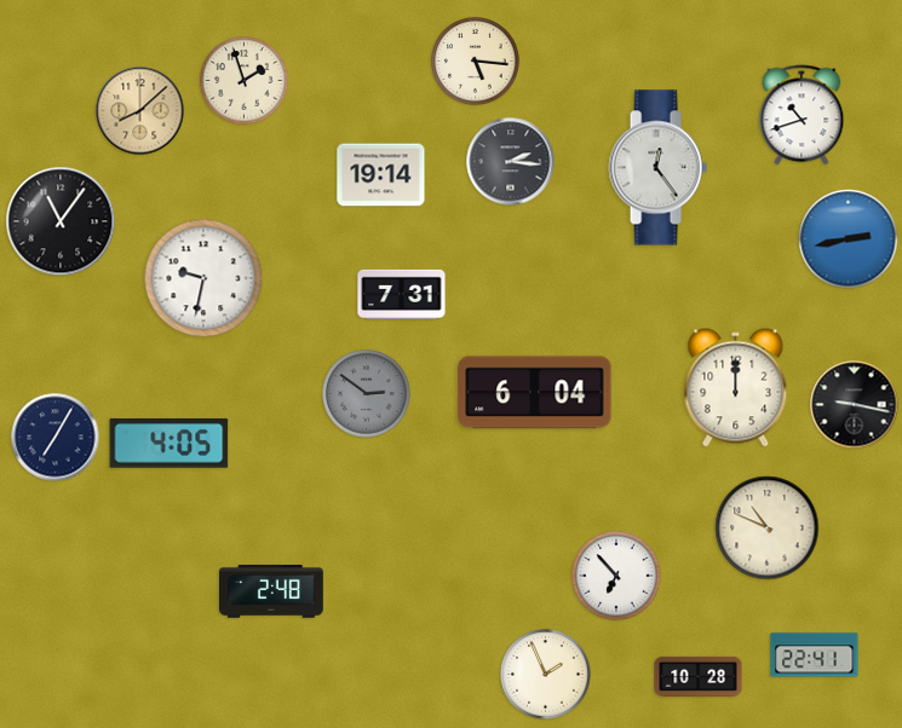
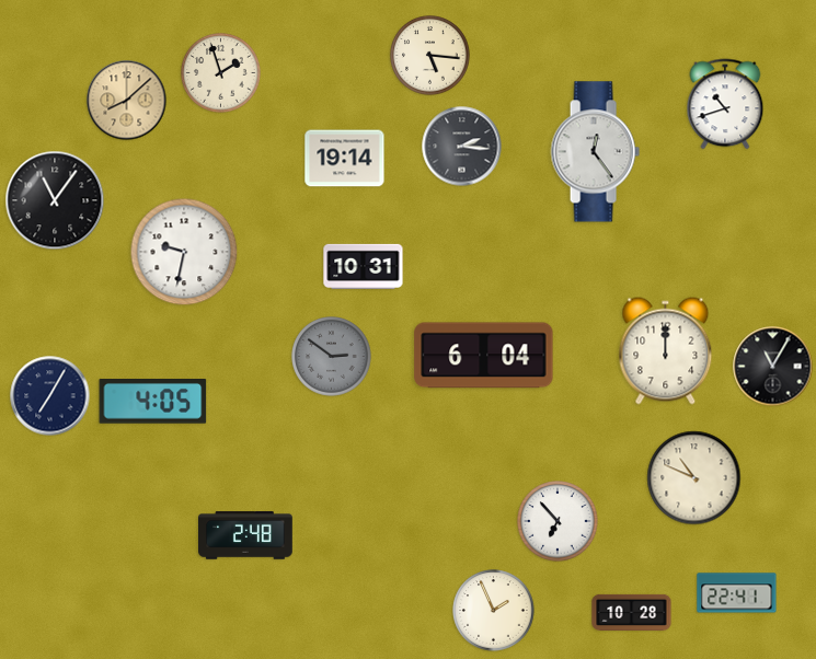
clock at (849, 239): 2:43 -> none
clock at (402, 294): 7:31 -> 10:31
clock at (855, 405): 9:17 -> 11:05
